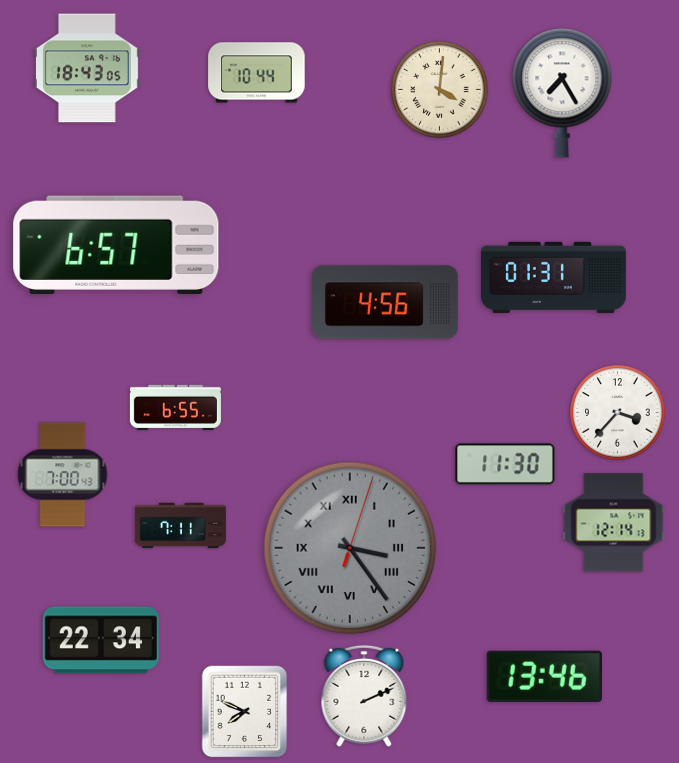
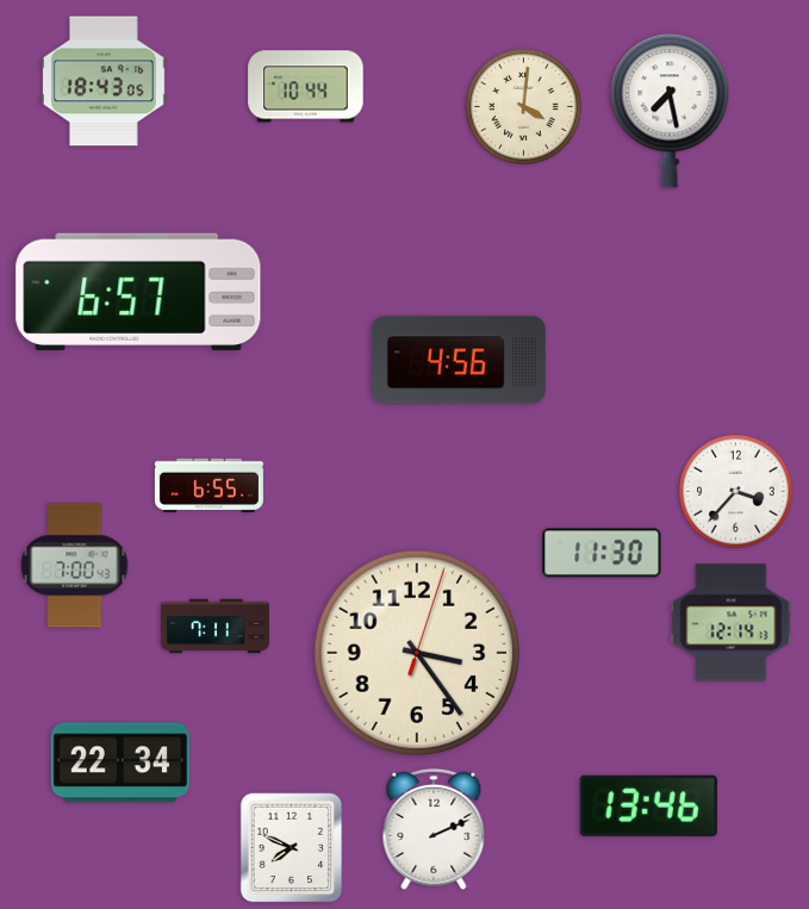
clock at (562, 93): 7:25 -> 7:28
clock at (553, 277): 01:31 -> none
clock at (350, 548) dial: grey -> cream
clock at (350, 548) numerals: Roman -> Arabic
